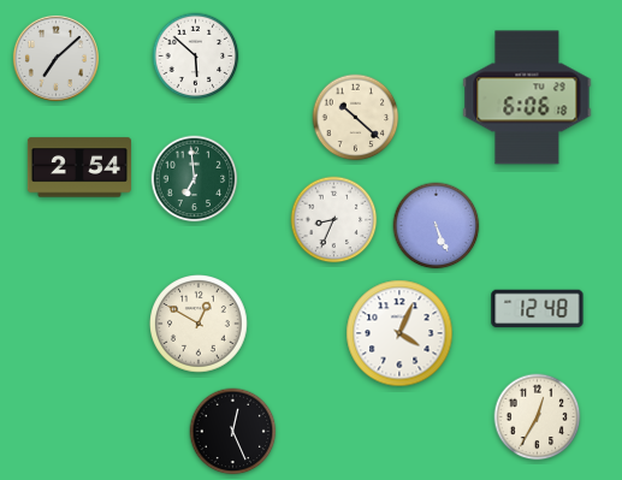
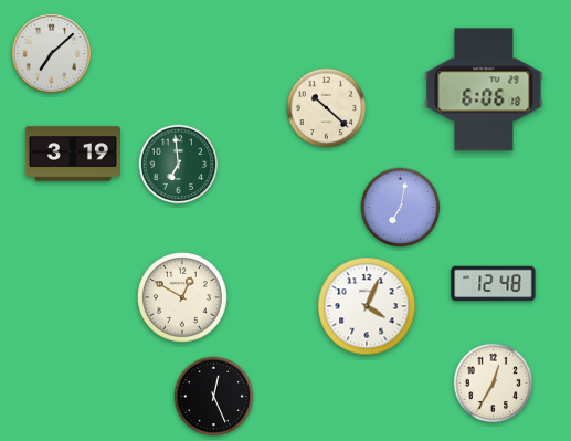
clock at (196, 57): 5:52 -> none
clock at (79, 167): 2:54 -> 3:19
clock at (334, 220): 8:34 -> none
clock at (437, 226): 5:26 -> 7:02
